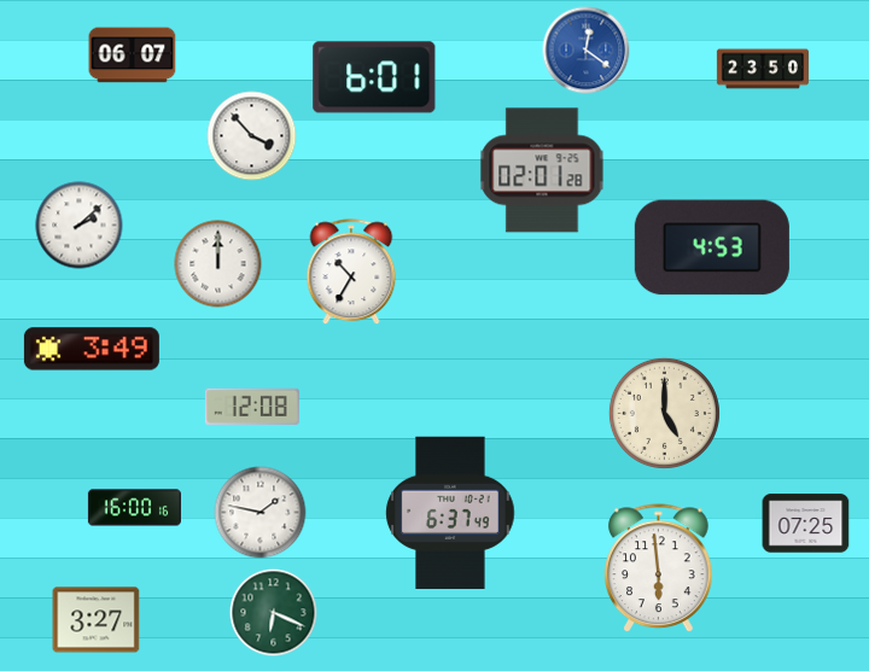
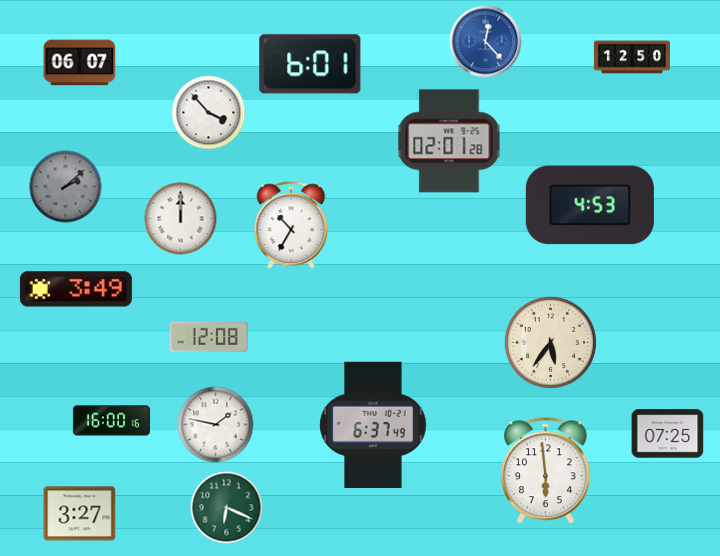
clock at (587, 51): 12:21 -> 12:23
clock at (133, 56) position: (133, 56) -> (80, 63)
clock at (762, 69): 23:50 -> 12:50
clock at (80, 226) dial: white -> grey
clock at (664, 413): 5:00 -> 5:36
